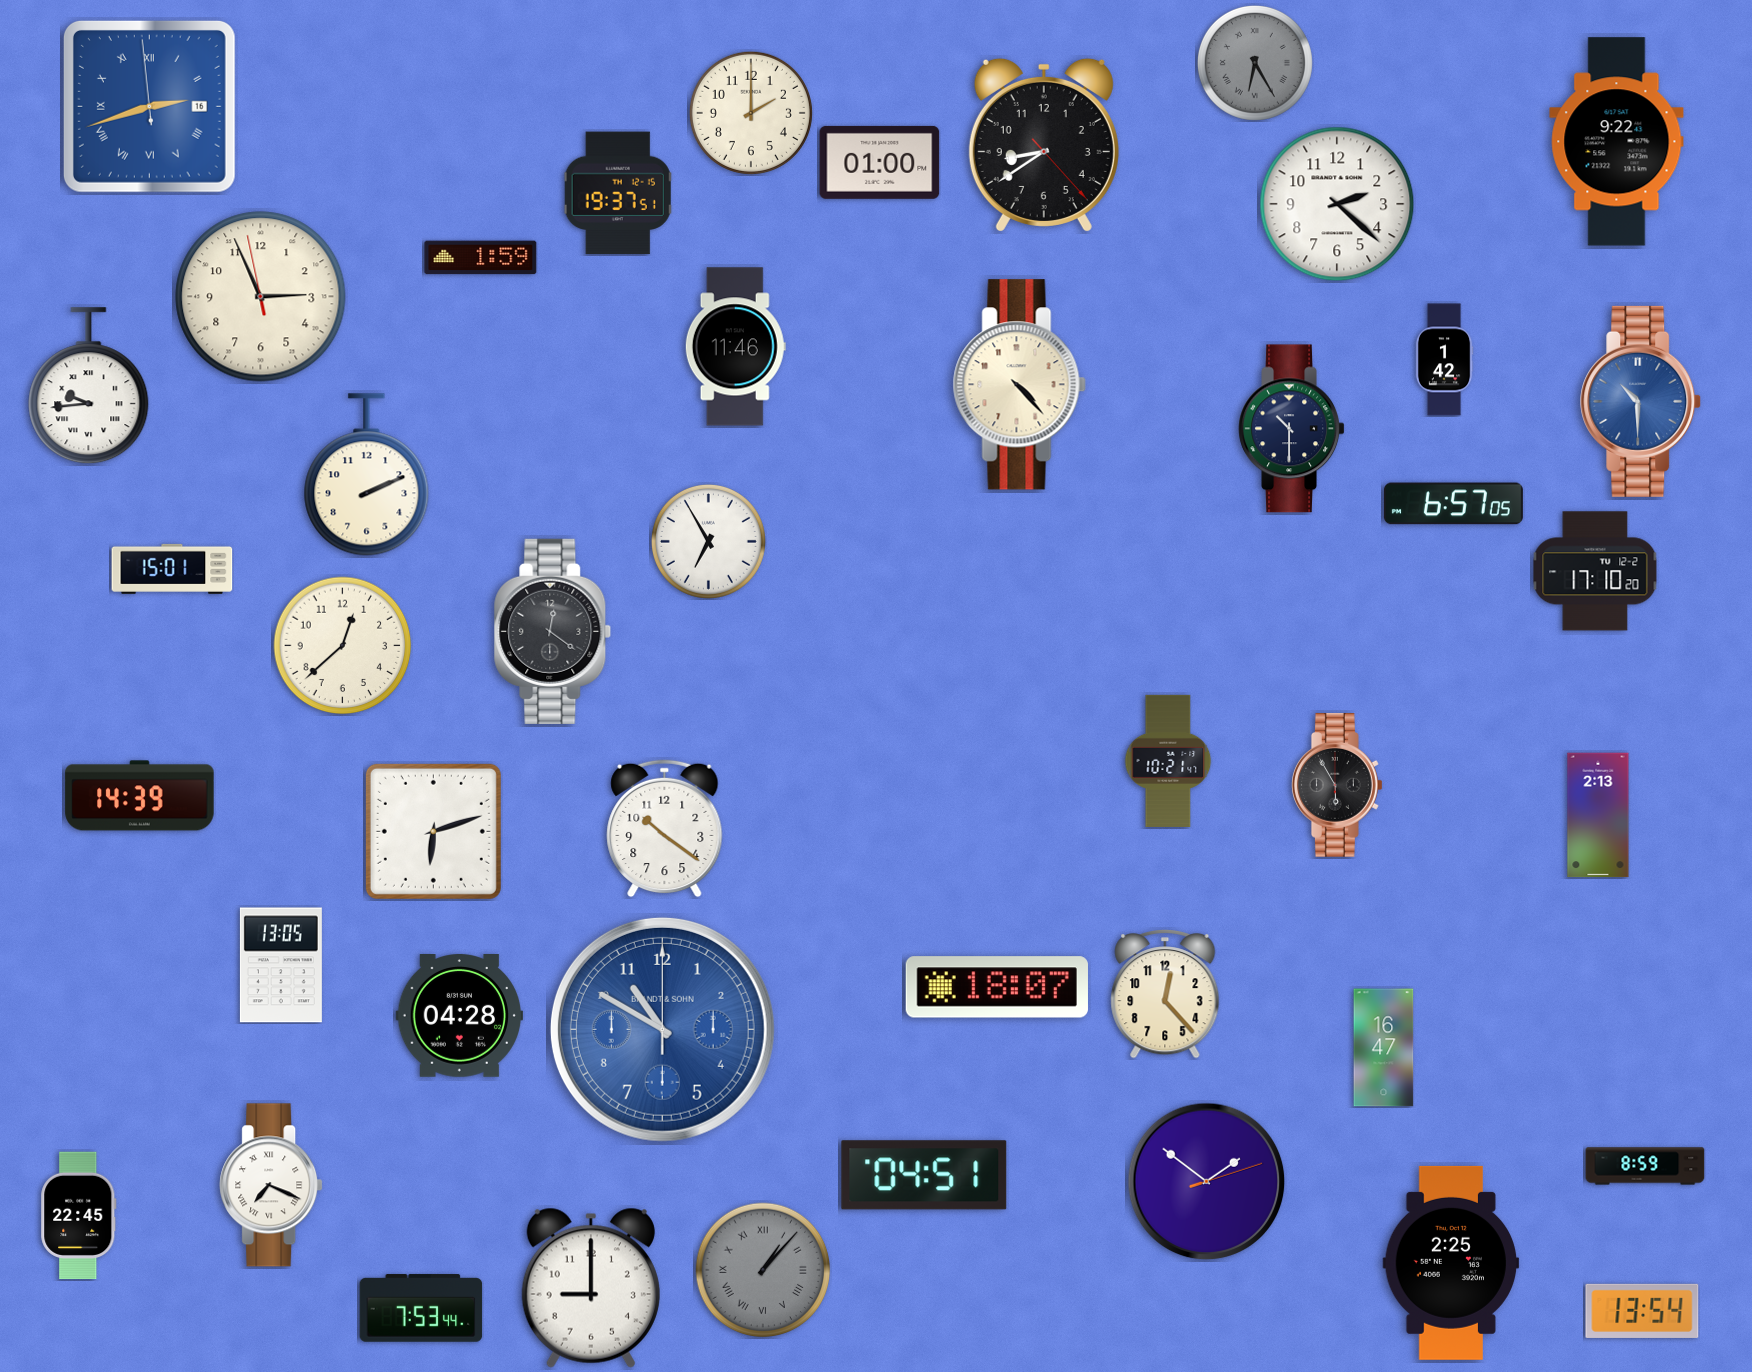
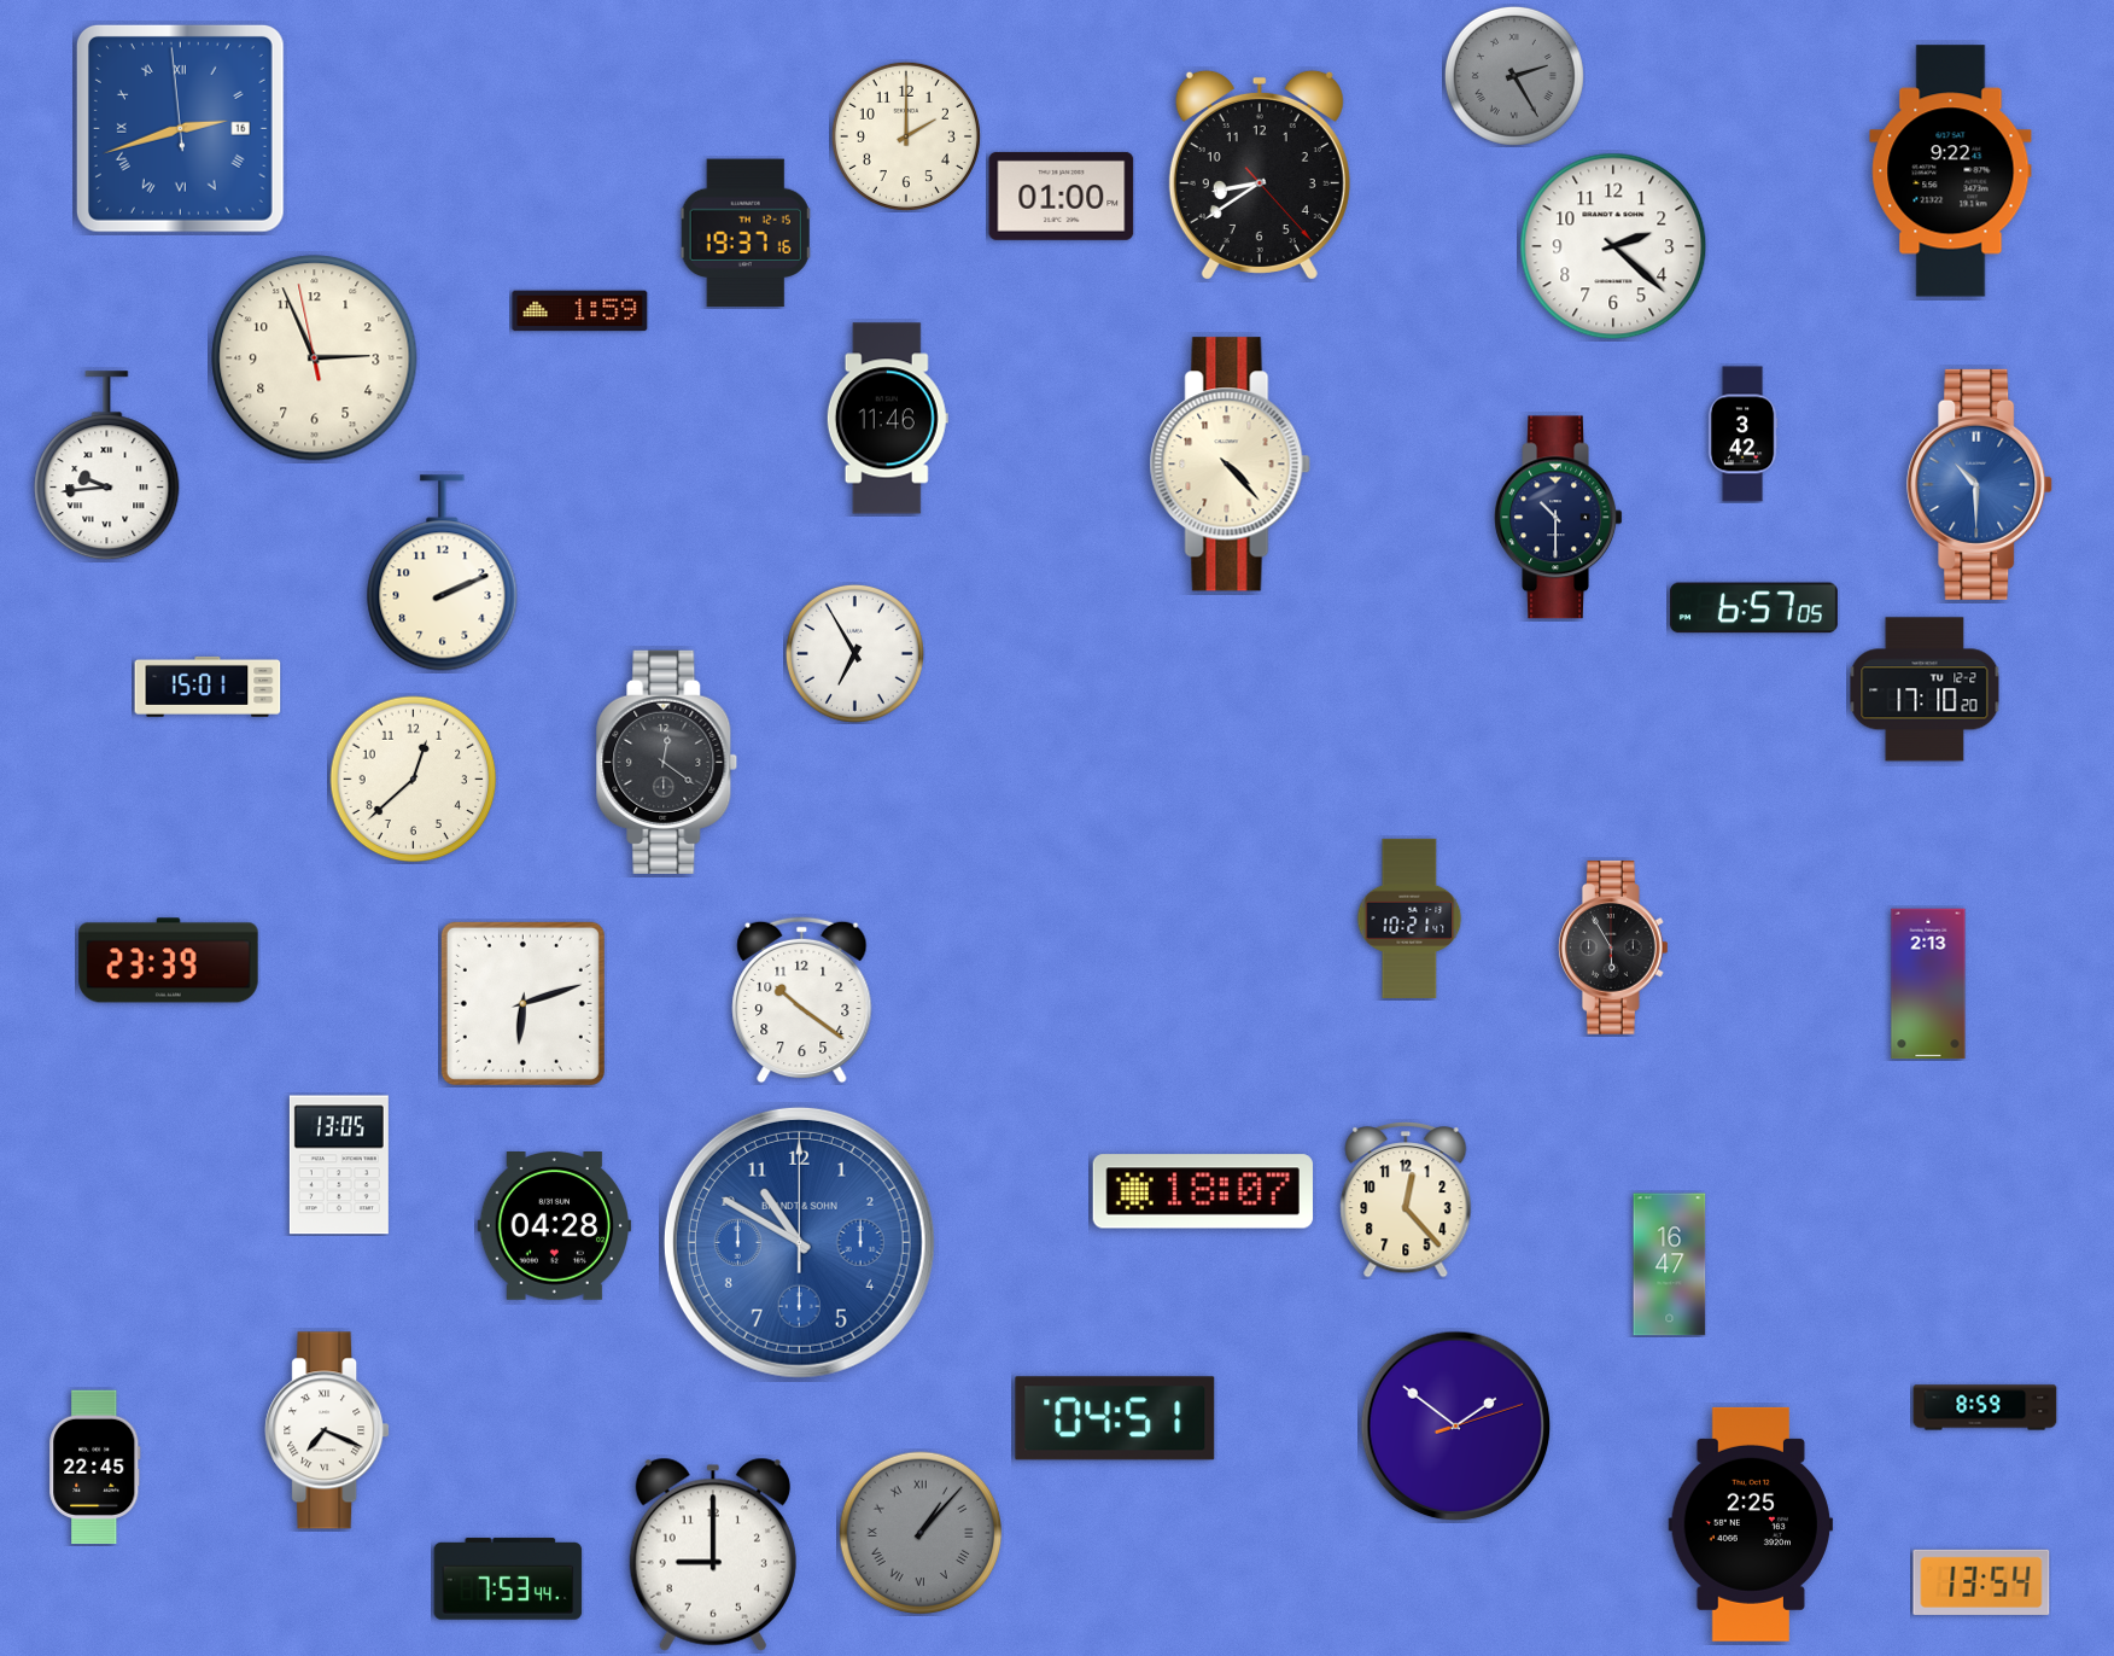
clock at (1255, 63): 6:25 -> 2:25
clock at (618, 193): 19:37:51 -> 19:37:16
clock at (1444, 360): 1:42 -> 3:42
clock at (140, 796): 14:39 -> 23:39
